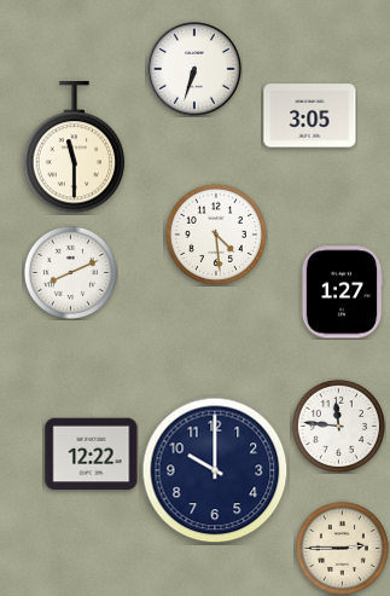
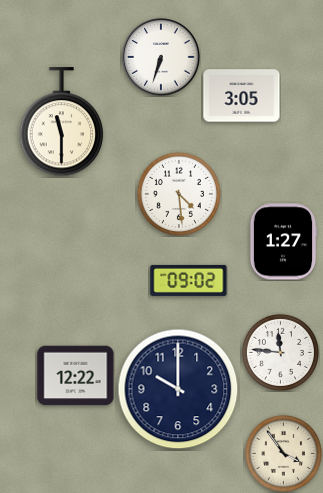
clock at (310, 116) position: (310, 116) -> (242, 96)
clock at (70, 272): 8:11 -> none
clock at (189, 280): none -> 09:02
clock at (342, 548): 2:45 -> 3:54
